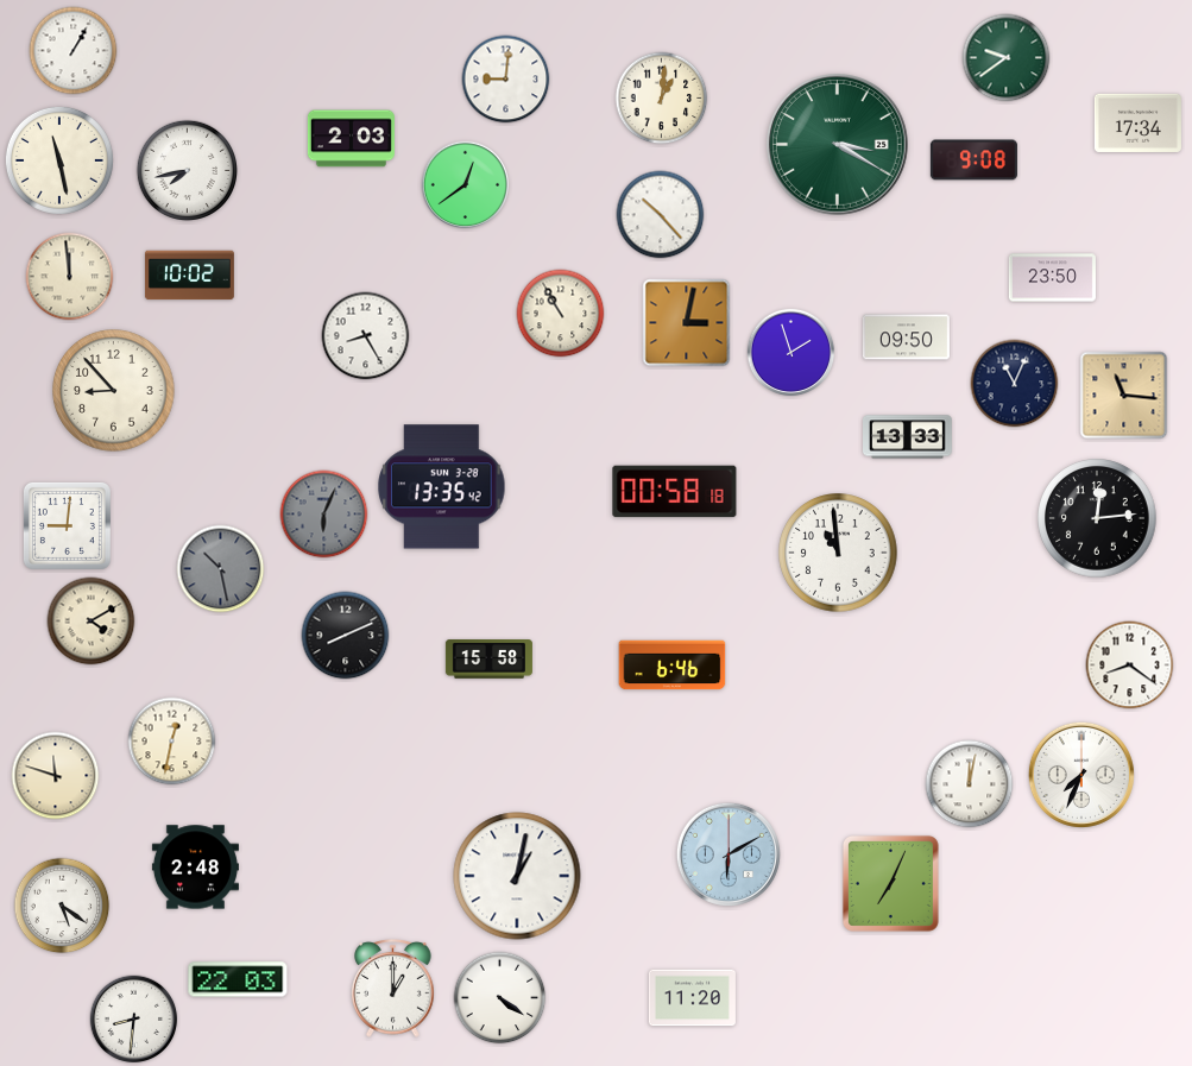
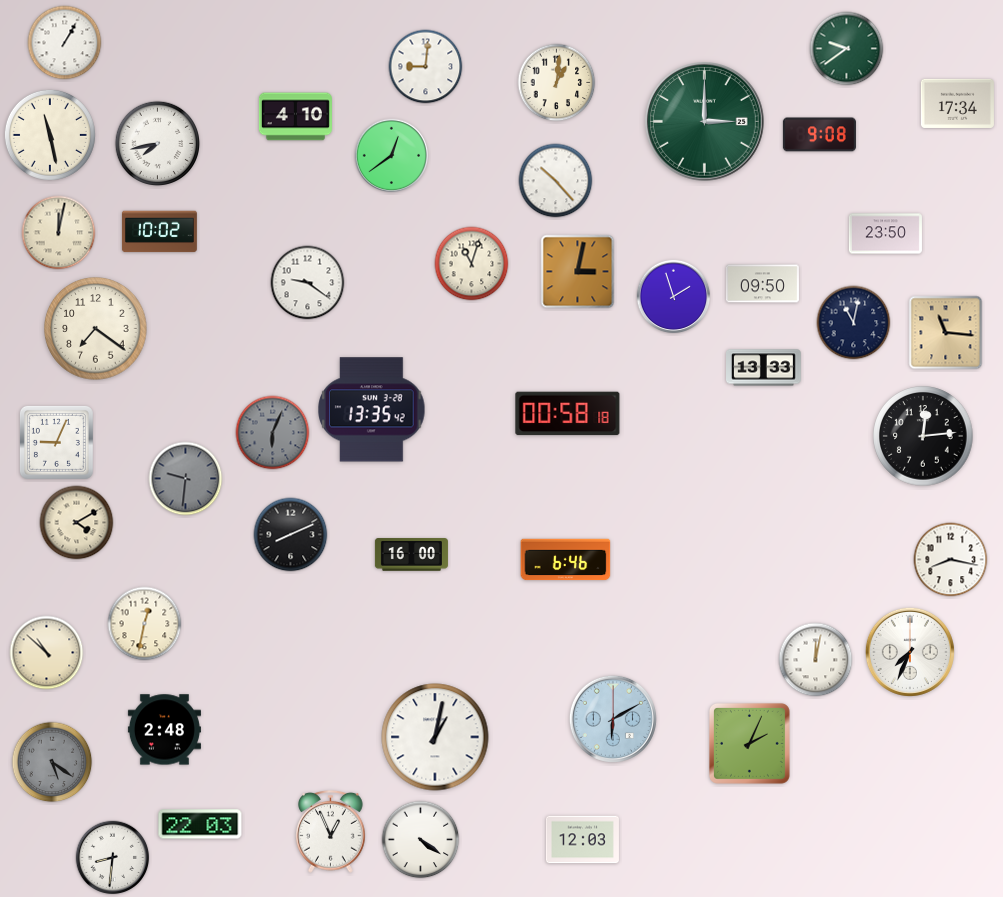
clock at (74, 51) position: (74, 51) -> (65, 43)
clock at (351, 139): 2:03 -> 4:10
clock at (838, 145): 3:20 -> 3:00
clock at (70, 277): 11:59 -> 12:02
clock at (561, 314): 10:55 -> 11:03
clock at (366, 336): 8:25 -> 9:21
clock at (791, 353) position: (791, 353) -> (674, 297)
clock at (1015, 384): 11:04 -> 11:02
clock at (114, 391): 8:53 -> 7:21
clock at (67, 525): 9:01 -> 9:04
clock at (838, 553): 10:59 -> none
clock at (221, 569): 10:28 -> 9:31
clock at (488, 660): 15:58 -> 16:00
clock at (1130, 666): 8:21 -> 8:17
clock at (56, 776): 11:48 -> 10:52
clock at (890, 883): 7:04 -> 2:04
clock at (62, 906) dial: white -> grey
clock at (393, 989): 1:00 -> 12:56
clock at (692, 998): 11:20 -> 12:03
